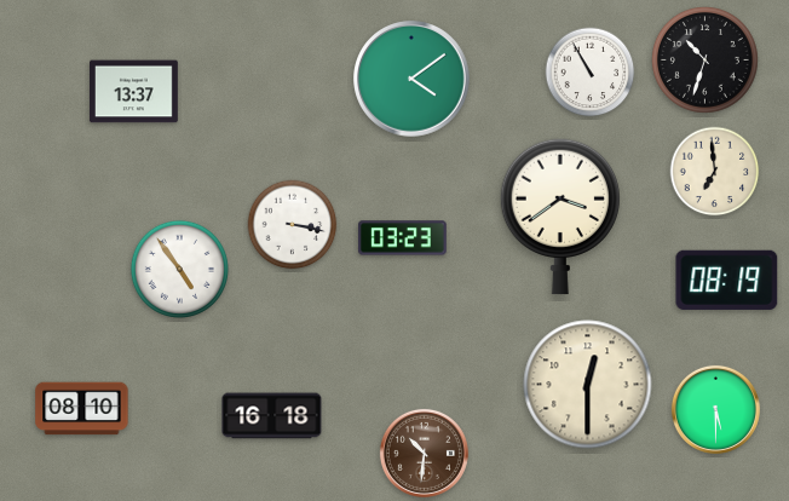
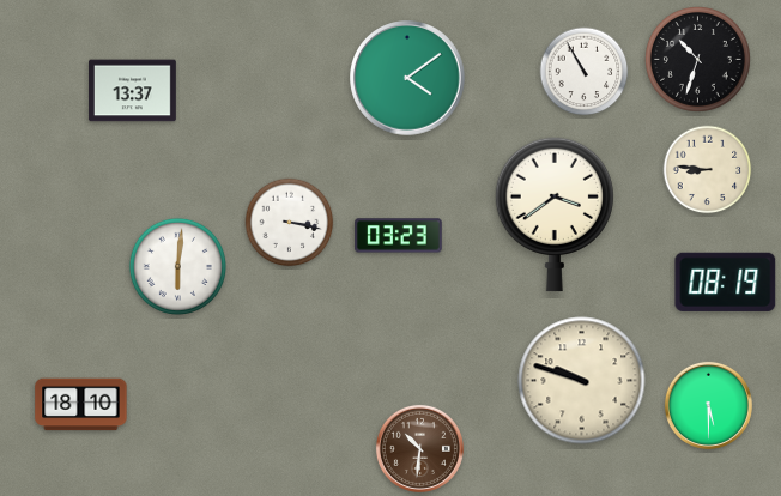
clock at (715, 172): 6:59 -> 8:46
clock at (179, 269): 4:54 -> 6:01
clock at (727, 280) position: (727, 280) -> (726, 282)
clock at (588, 385): 12:30 -> 9:48
clock at (82, 409): 08:10 -> 18:10
clock at (272, 416): 16:18 -> none
